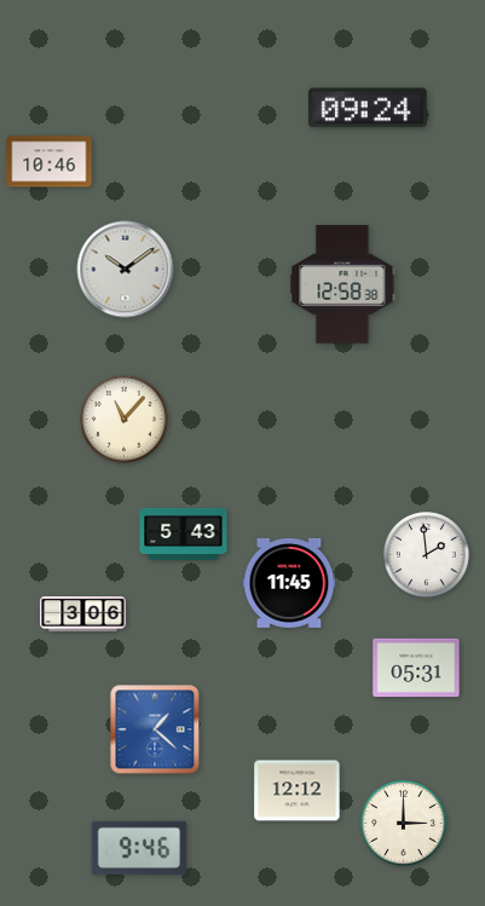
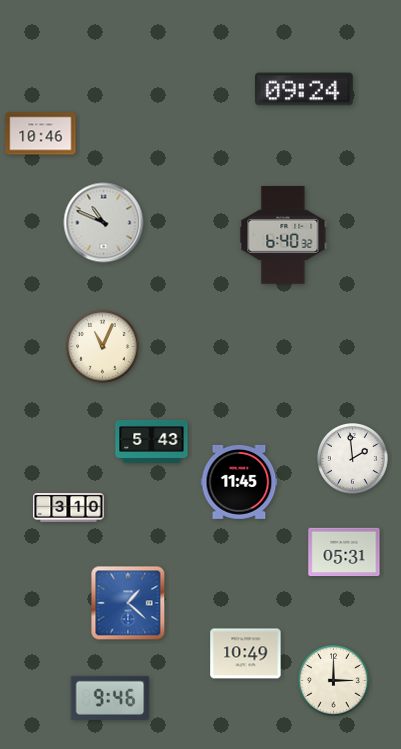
clock at (126, 270): 10:09 -> 10:49
clock at (342, 284): 12:58 -> 6:40
clock at (125, 420): 11:07 -> 11:04
clock at (83, 614): 3:06 -> 3:10
clock at (298, 791): 12:12 -> 10:49
clock at (139, 848) position: (139, 848) -> (110, 698)
